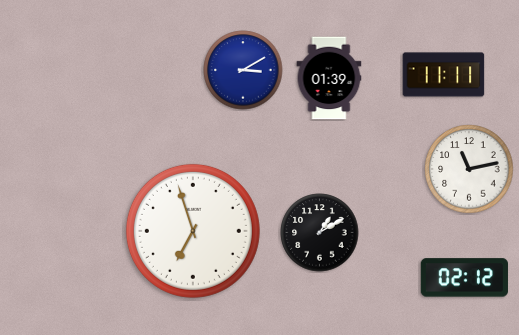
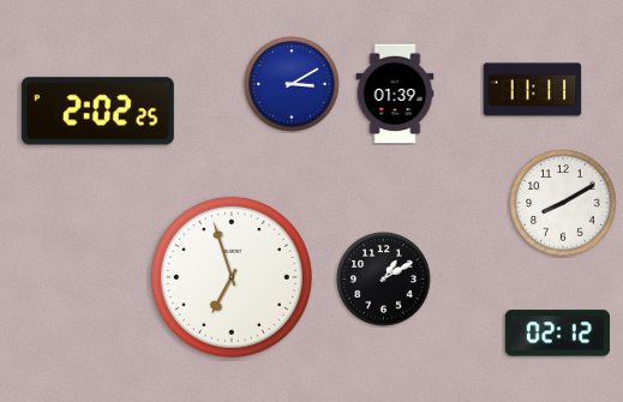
clock at (97, 112): none -> 2:02
clock at (469, 169): 11:13 -> 8:10
